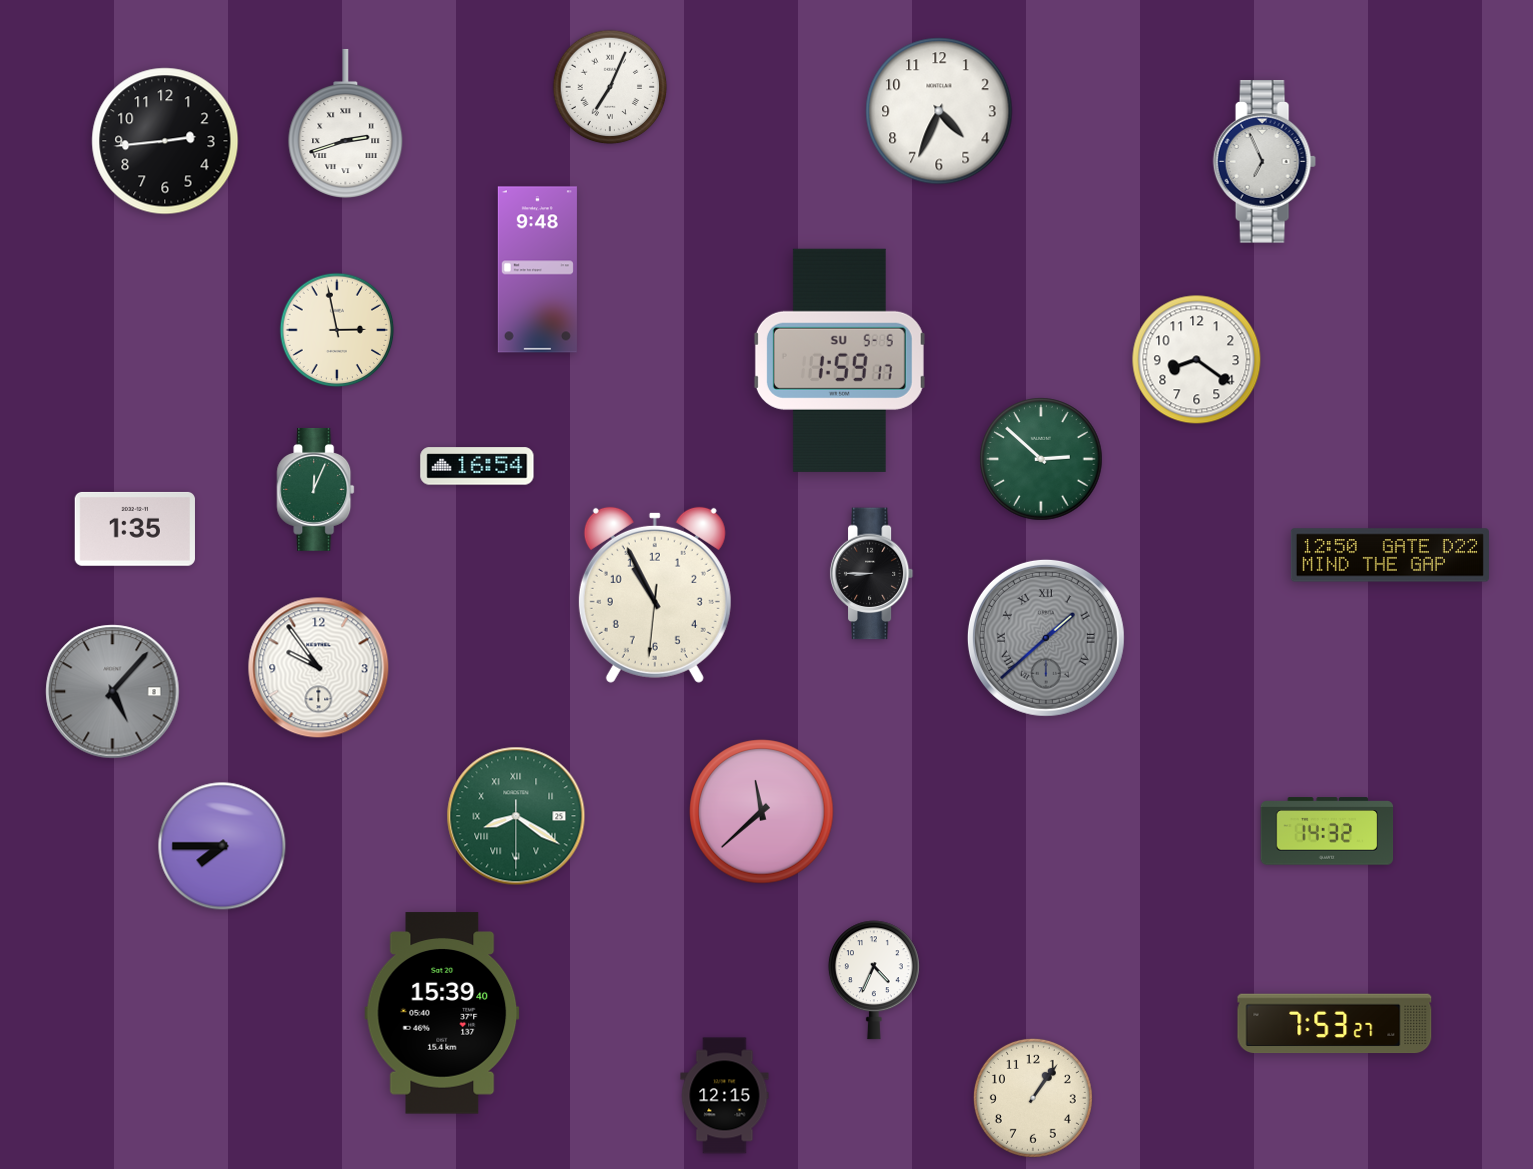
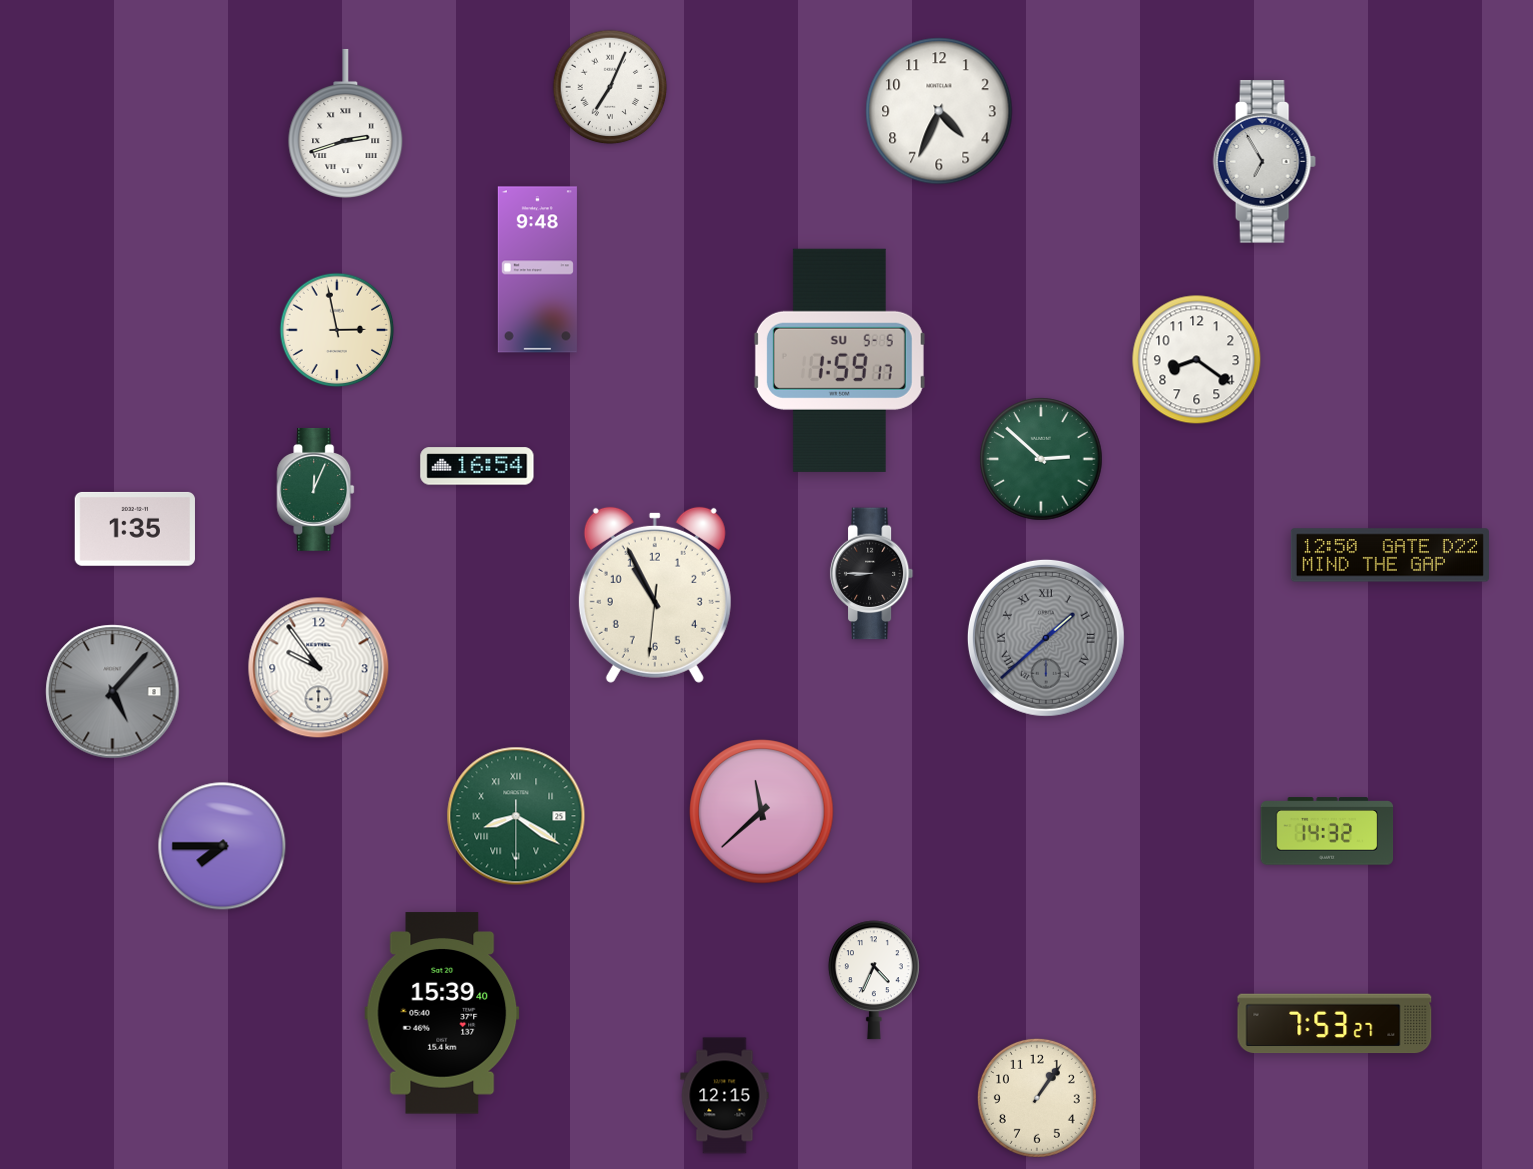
clock at (165, 141): 2:44 -> none
clock at (1264, 162): 6:56 -> 6:55
clock at (1033, 1098) position: (1033, 1098) -> (1037, 1098)
